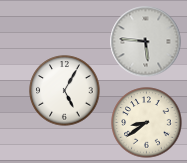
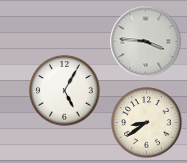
clock at (146, 42): 5:46 -> 3:46
